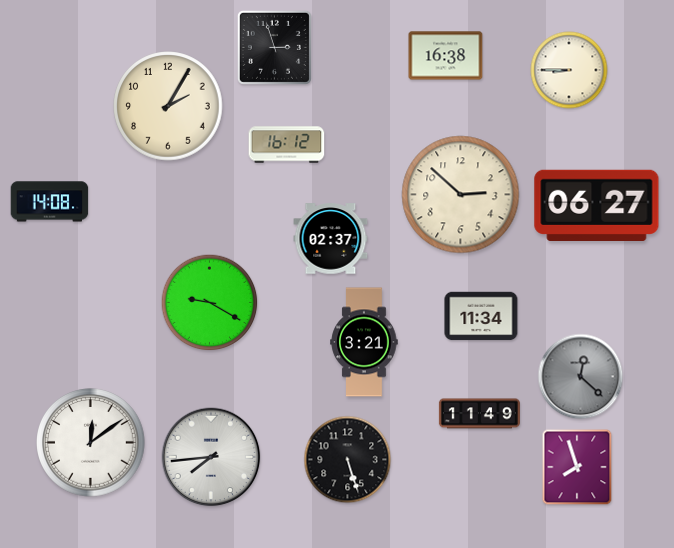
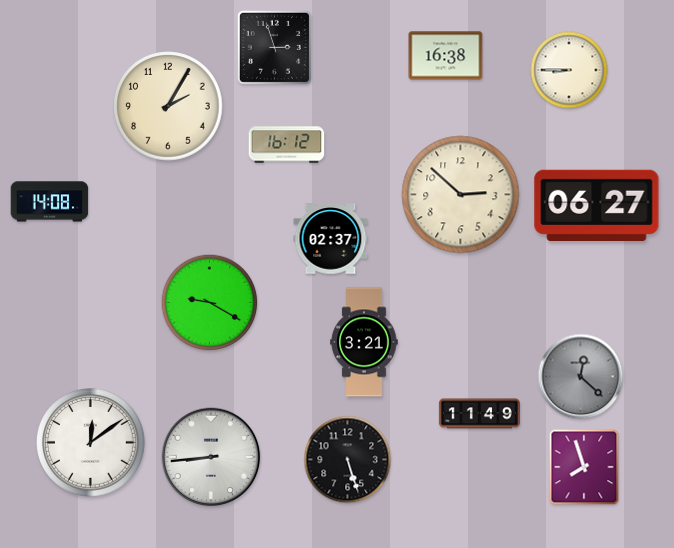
clock at (481, 316): 11:34 -> none
clock at (211, 457): 7:44 -> 8:44
clock at (577, 467) position: (577, 467) -> (584, 467)
